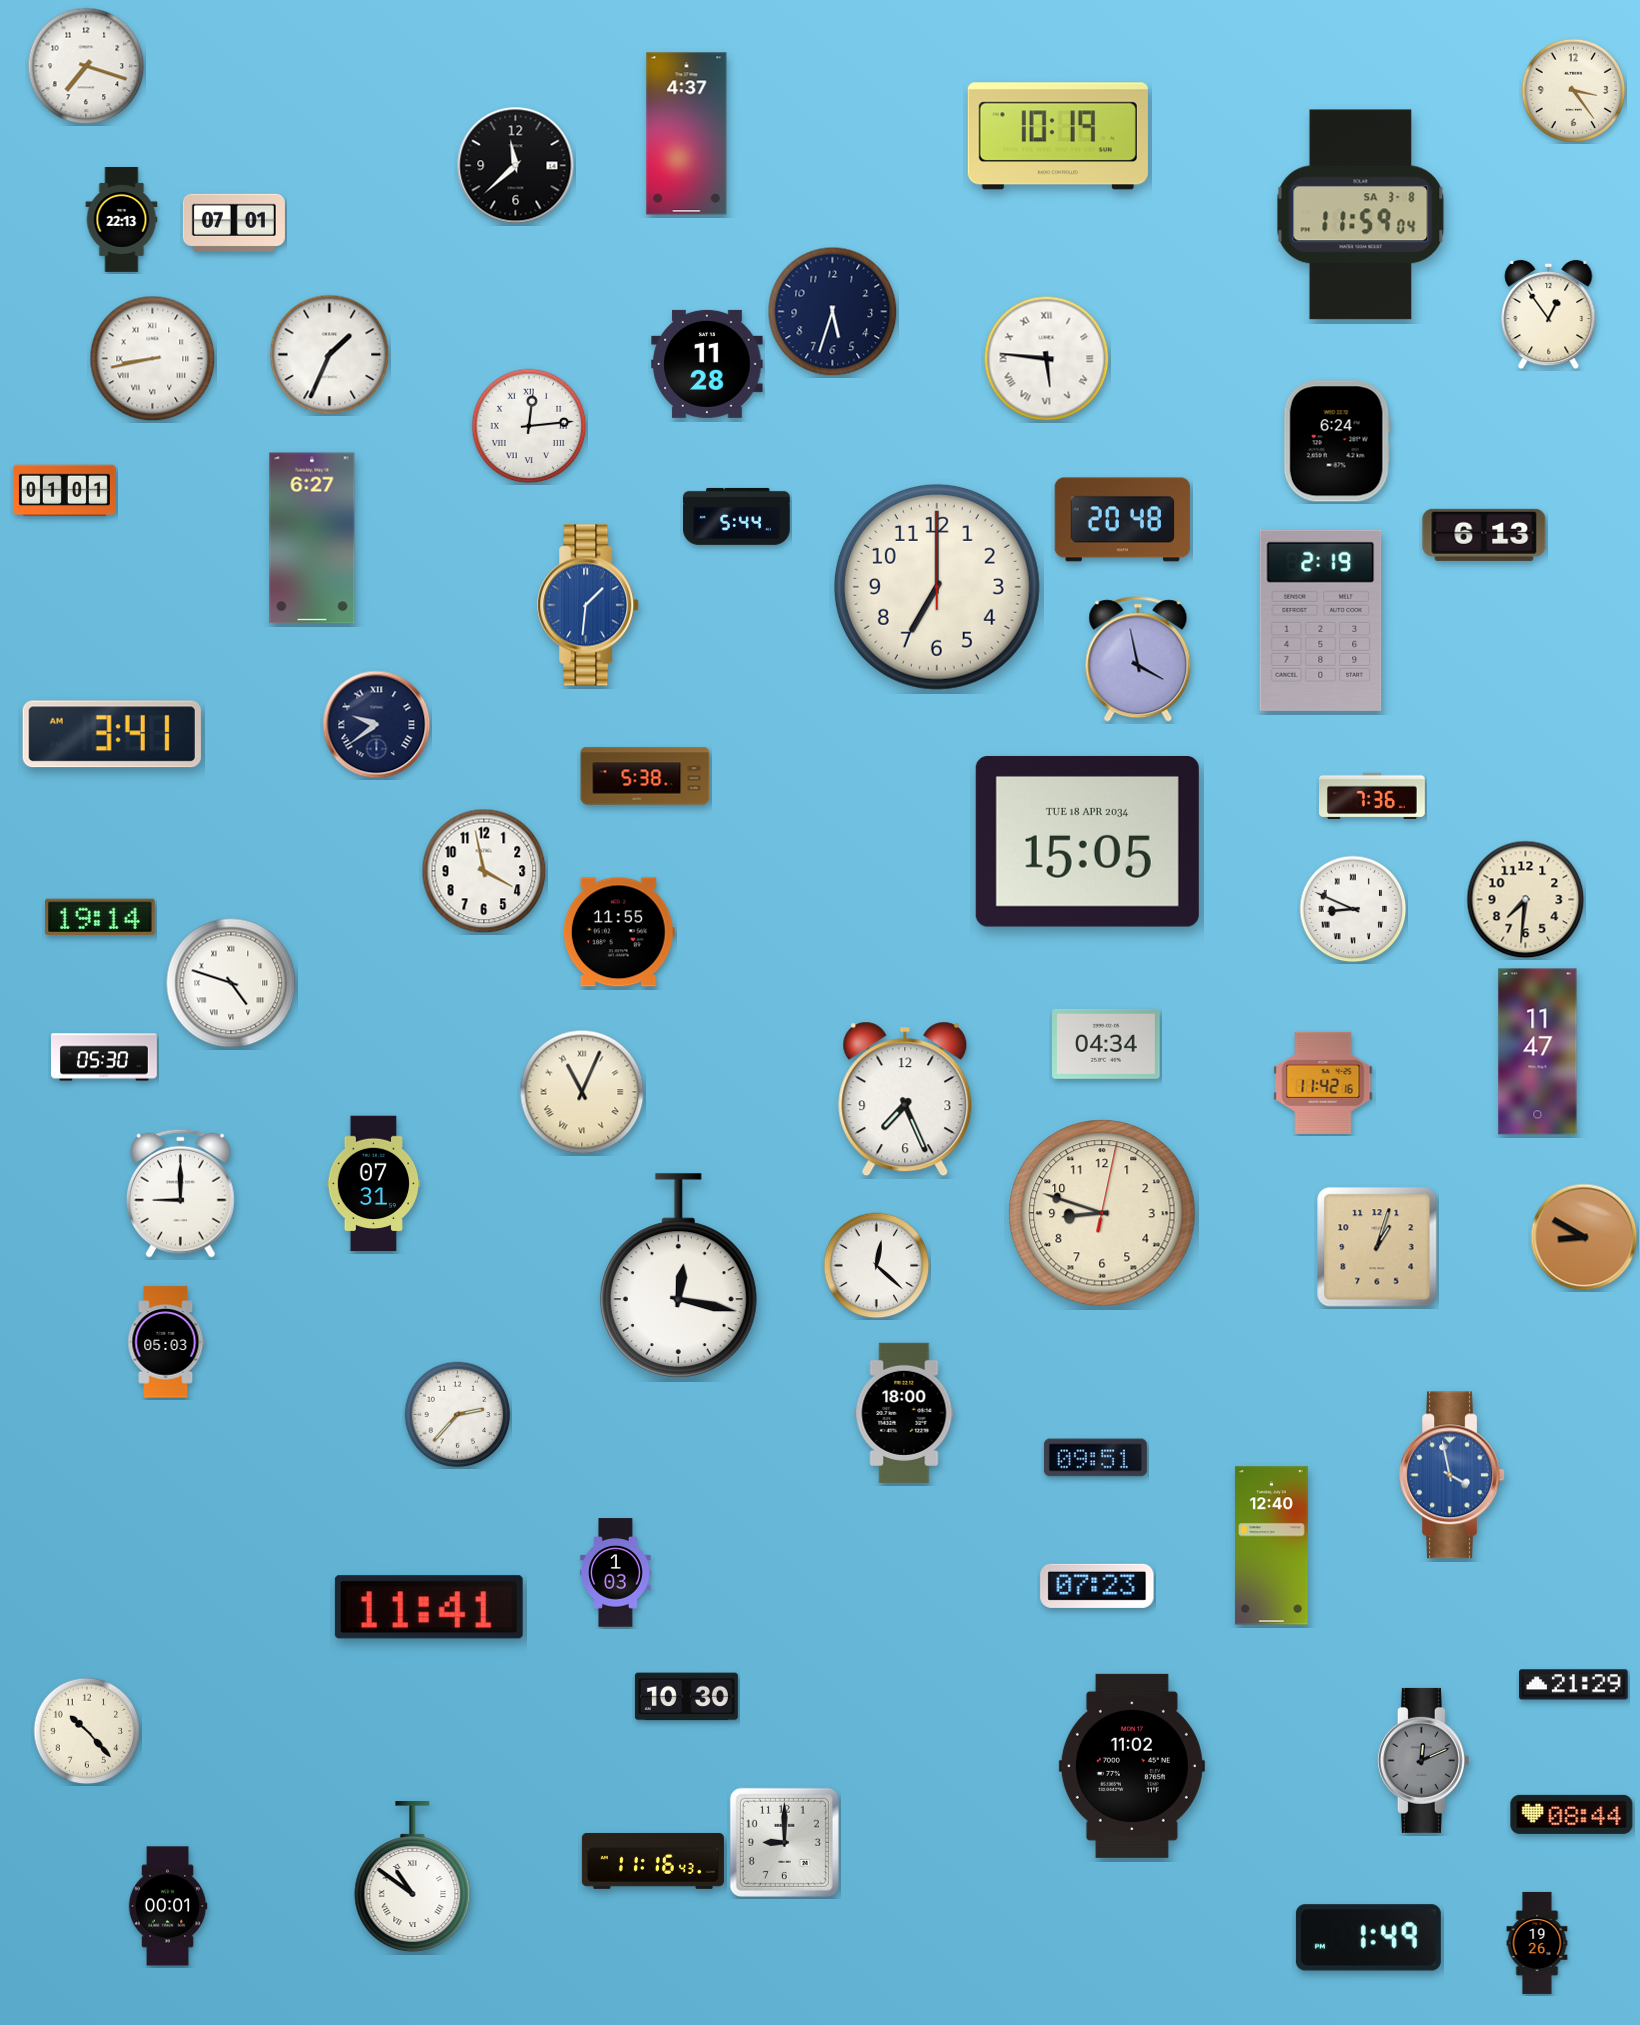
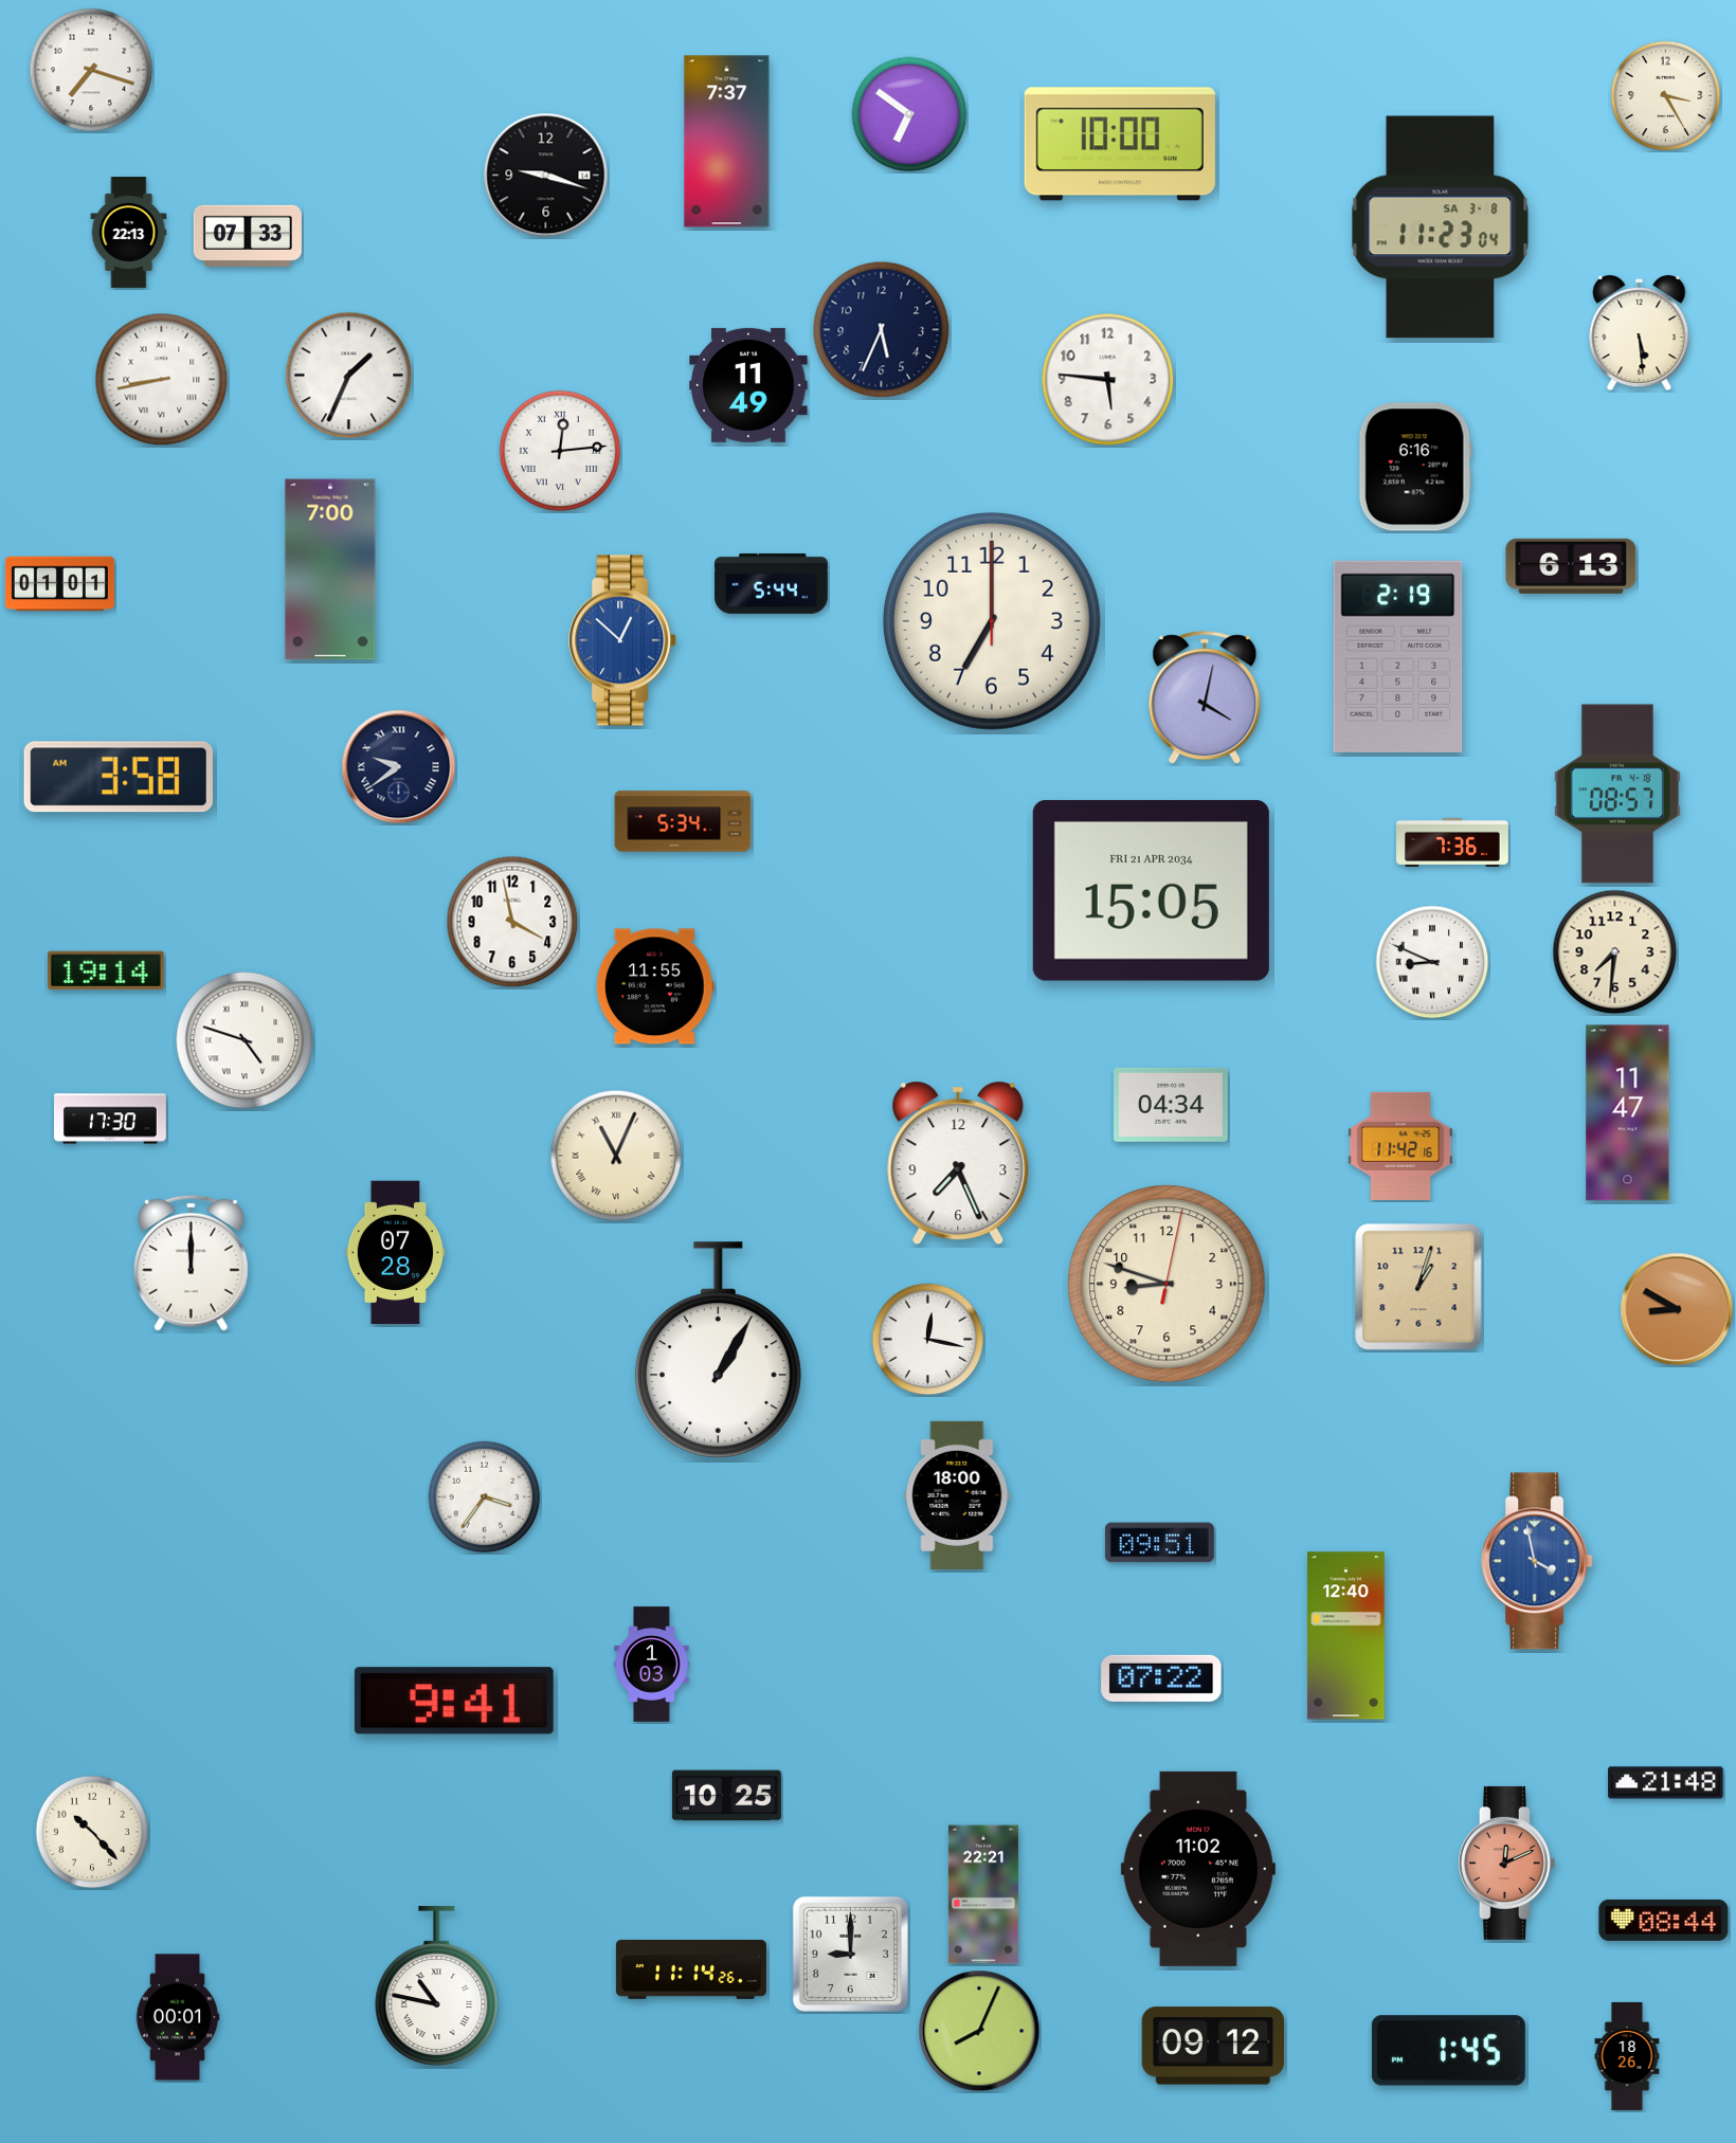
clock at (1574, 91): 3:24 -> 3:25
clock at (909, 114): none -> 6:51
clock at (687, 134): 4:37 -> 7:37
clock at (1058, 136): 10:19 -> 10:00
clock at (516, 166): 11:38 -> 9:18
clock at (1361, 215): 11:59 -> 11:23
clock at (234, 222): 07:01 -> 07:33
clock at (833, 312): 5:33 -> 5:34
clock at (1549, 315): 12:54 -> 5:29
clock at (1047, 359) numerals: Roman -> Arabic
clock at (707, 364): 11:28 -> 11:49
clock at (1337, 441): 6:24 -> 6:16
clock at (64, 491) position: (64, 491) -> (59, 584)
clock at (737, 516) position: (737, 516) -> (772, 583)
clock at (1123, 520): 20:48 -> none
clock at (312, 538): 6:27 -> 7:00
clock at (589, 605): 1:31 -> 12:52
clock at (1138, 660): 3:58 -> 4:02
clock at (112, 734): 3:41 -> 3:58
clock at (1617, 794): none -> 08:57
clock at (645, 776): 5:38 -> 5:34
clock at (1087, 841) date: TUE 18 APR 2034 -> FRI 21 APR 2034
clock at (105, 1057): 05:30 -> 17:30
clock at (374, 1184): 07:31 -> 07:28
clock at (180, 1193): 9:00 -> 12:00
clock at (1377, 1247) position: (1377, 1247) -> (1418, 1287)
clock at (877, 1266): 12:22 -> 12:17
clock at (678, 1275): 12:17 -> 1:05
clock at (166, 1342): 05:03 -> none
clock at (458, 1415): 2:37 -> 3:36
clock at (1097, 1586): 07:23 -> 07:22
clock at (429, 1607): 11:41 -> 9:41
clock at (1574, 1685): 21:29 -> 21:48
clock at (686, 1697): 10:30 -> 10:25
clock at (1423, 1760) dial: grey -> salmon
clock at (983, 1894): none -> 22:21
clock at (784, 1842) position: (784, 1842) -> (850, 1954)
clock at (653, 1861): 11:16 -> 11:14
clock at (413, 1877): 10:51 -> 10:47
clock at (979, 2031): none -> 8:04
clock at (1213, 2046): none -> 09:12
clock at (1368, 1938): 1:49 -> 1:45
clock at (1537, 1943): 19:26 -> 18:26
